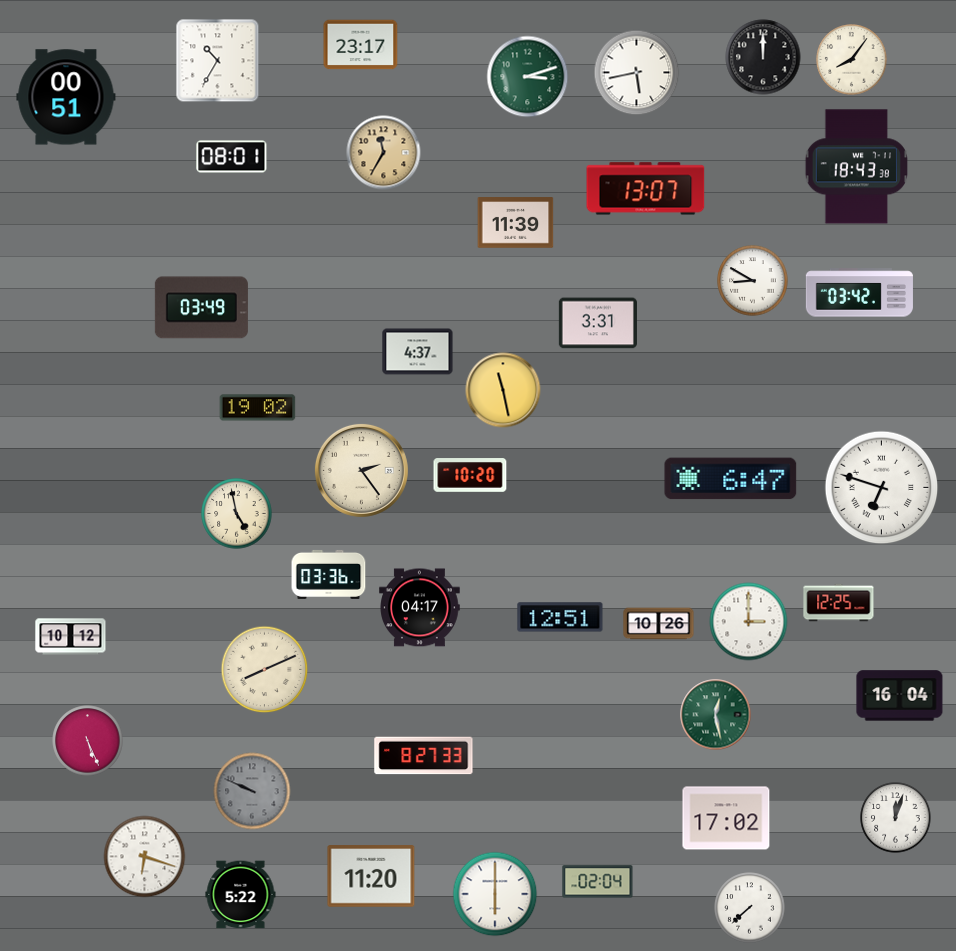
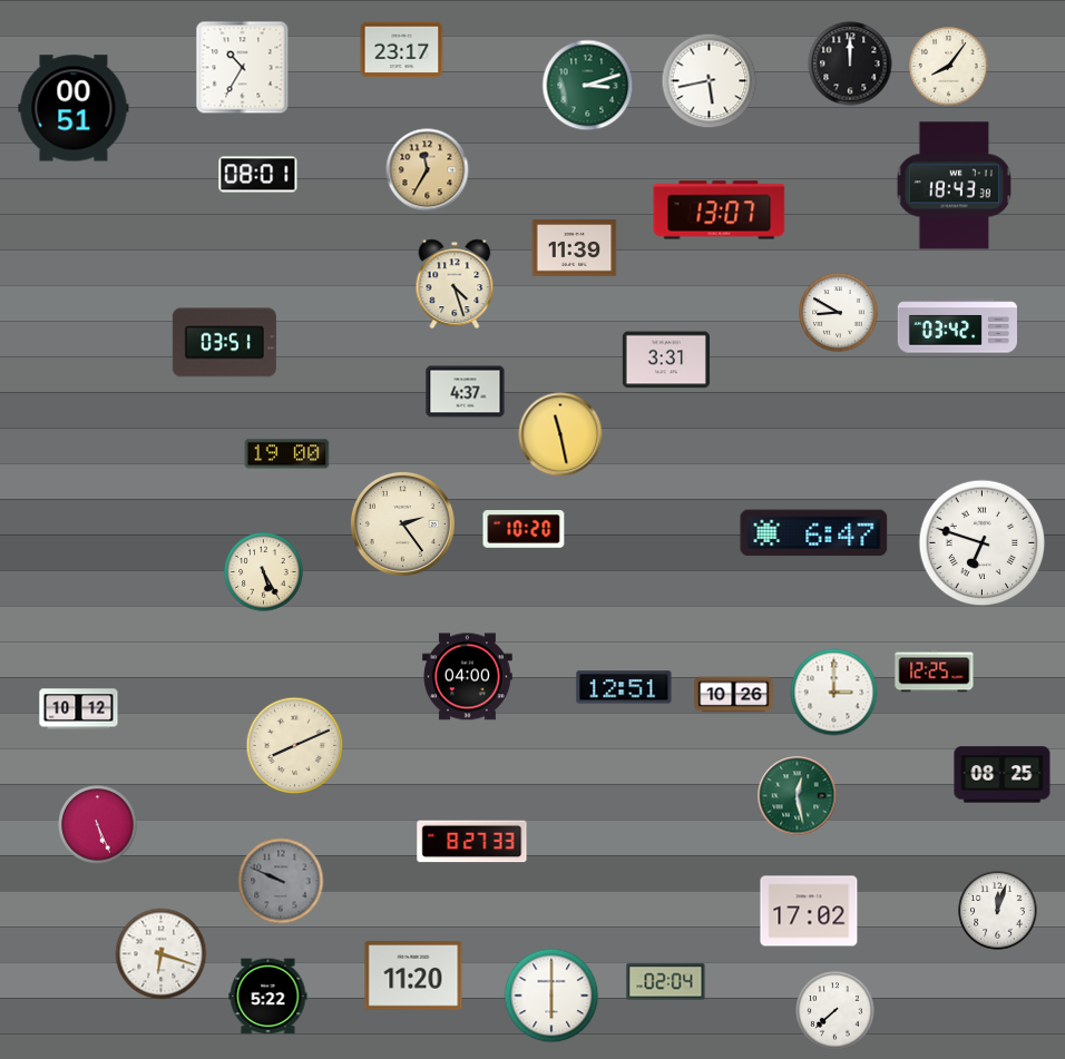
clock at (455, 284): none -> 4:27
clock at (201, 308): 03:49 -> 03:51
clock at (258, 408): 19:02 -> 19:00
clock at (237, 514): 4:58 -> 5:25
clock at (329, 574): 03:36 -> none
clock at (420, 608): 04:17 -> 04:00
clock at (900, 696): 16:04 -> 08:25
